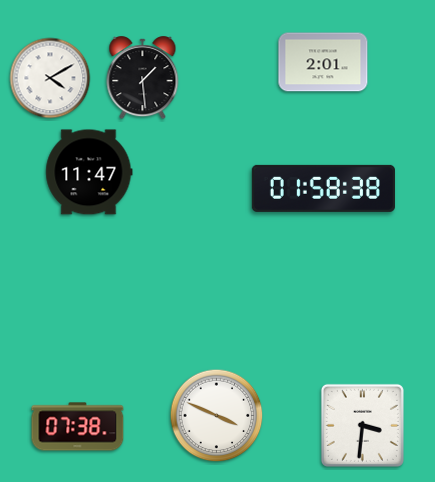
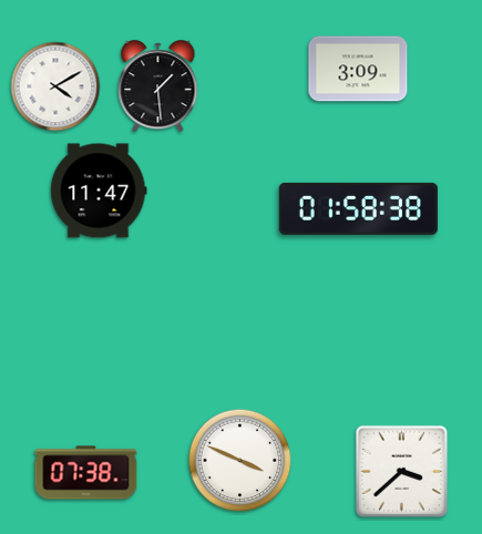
clock at (323, 62): 2:01 -> 3:09
clock at (362, 425): 3:31 -> 3:38
